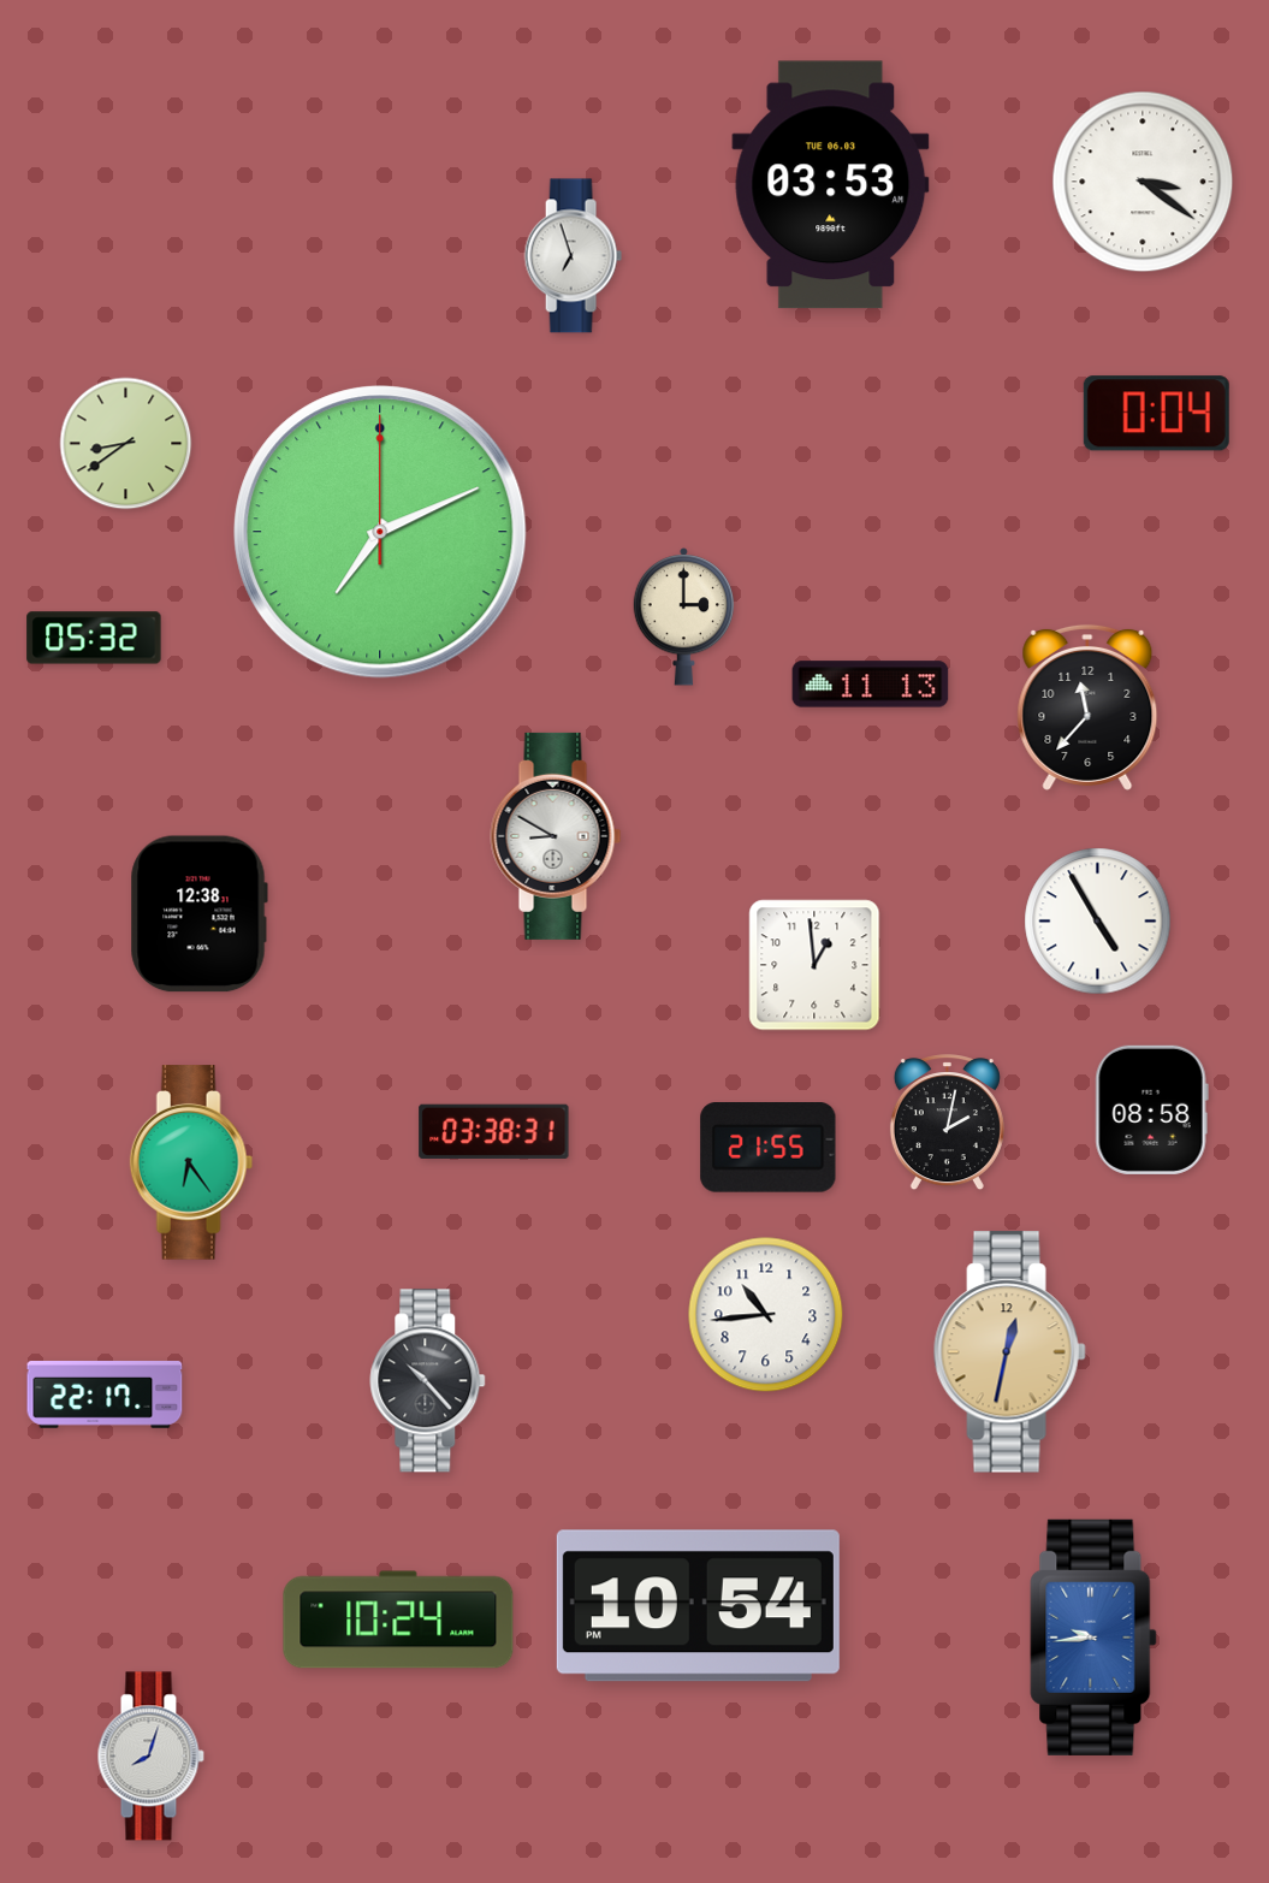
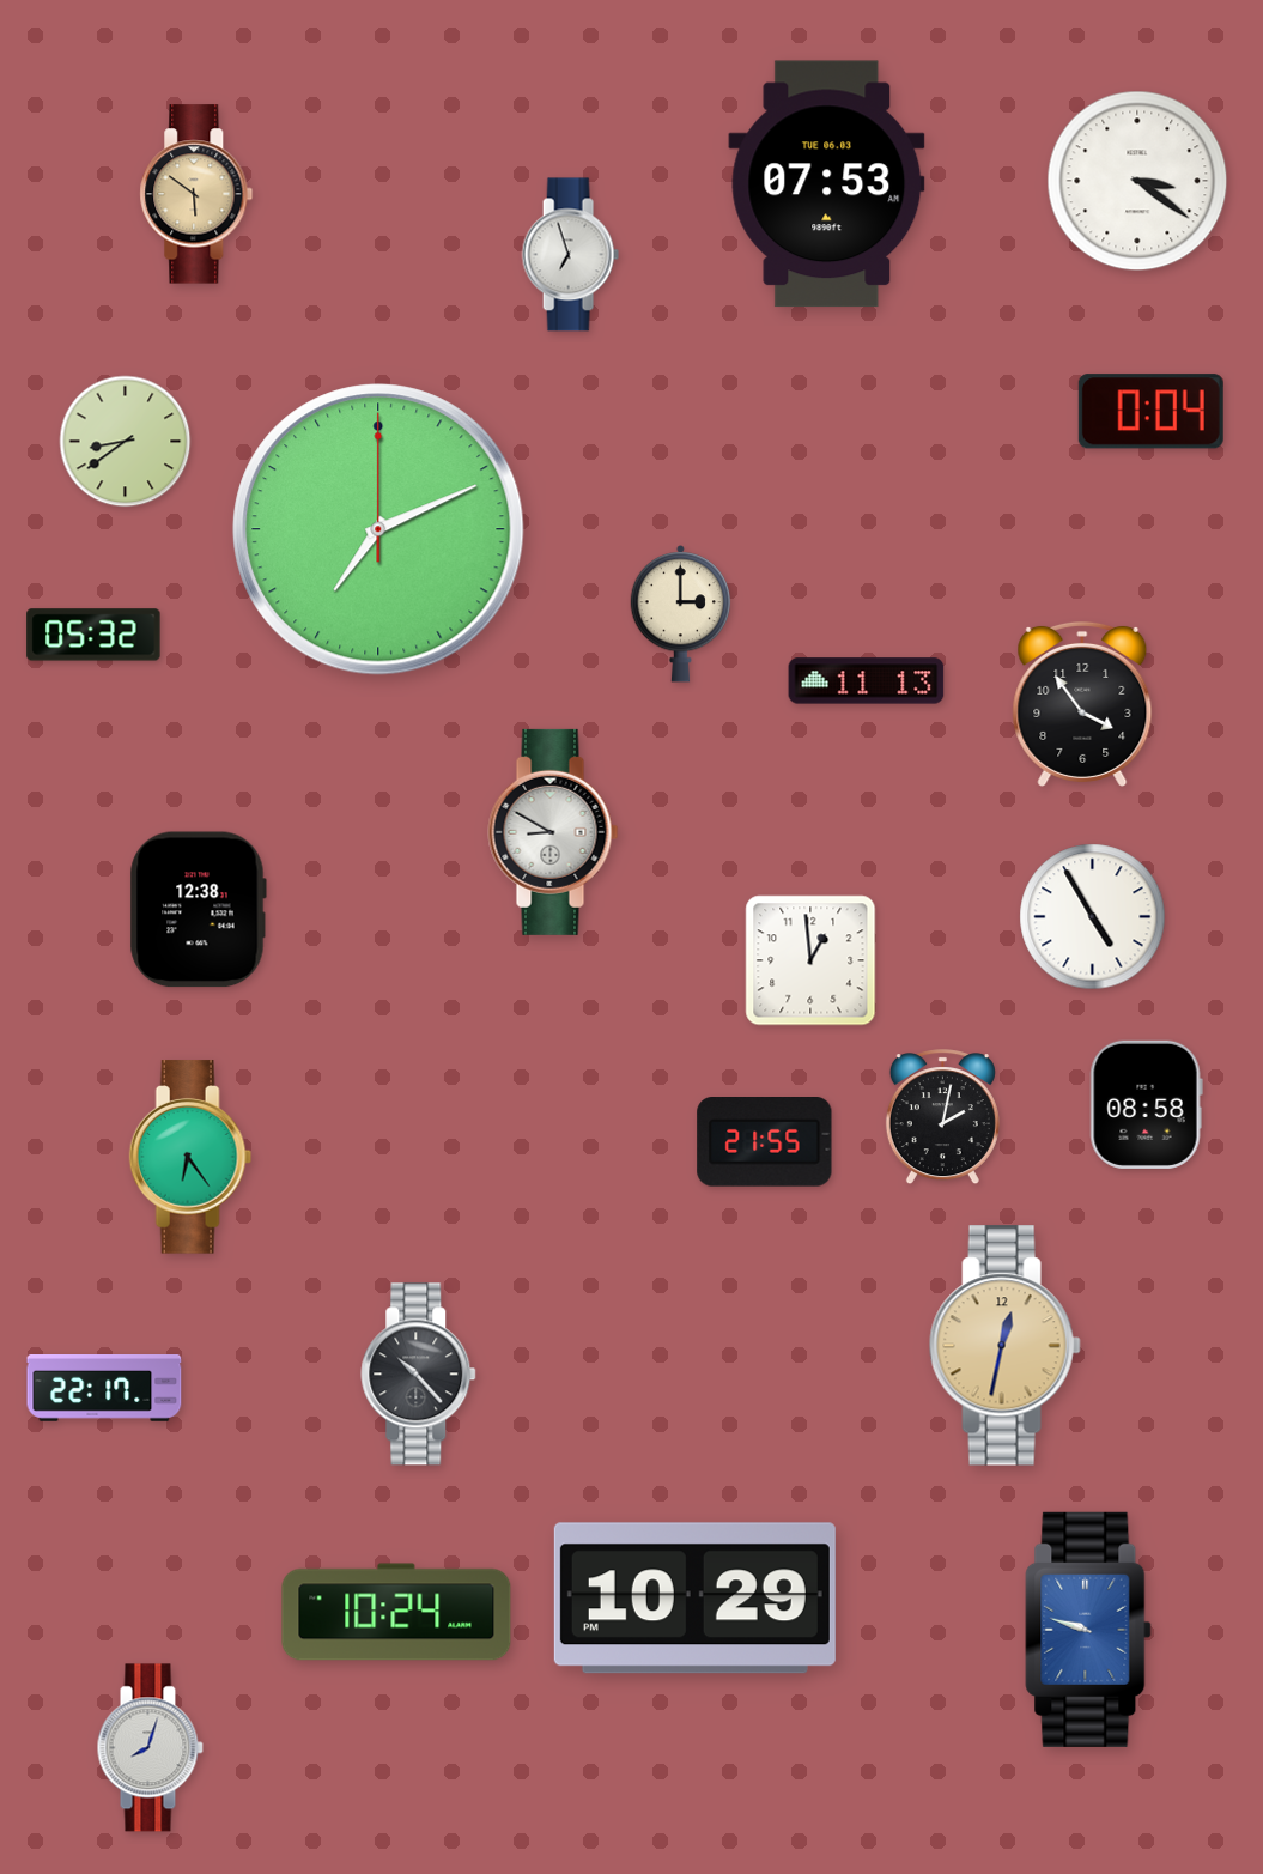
clock at (831, 185): 03:53 -> 07:53
clock at (196, 194): none -> 5:51
clock at (1087, 707): 11:37 -> 3:54
clock at (494, 1131): 03:38 -> none
clock at (766, 1315): 10:44 -> none
clock at (428, 1381) position: (428, 1381) -> (419, 1375)
clock at (698, 1606): 10:54 -> 10:29
clock at (1093, 1638): 9:44 -> 9:48
